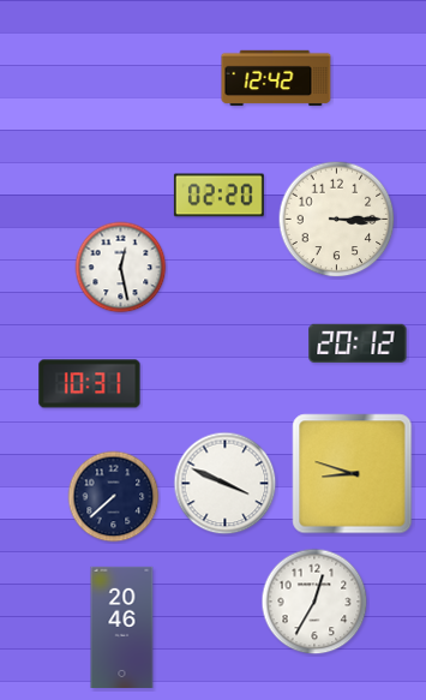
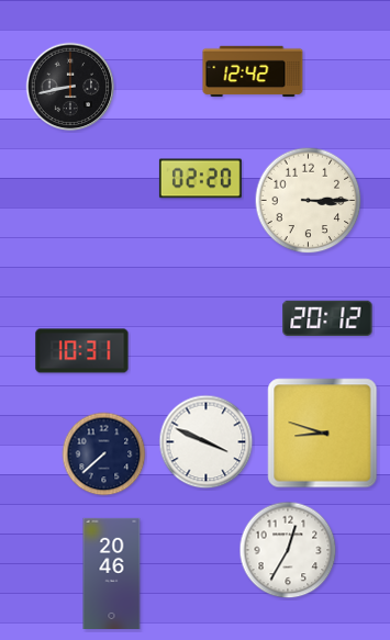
clock at (70, 87): none -> 8:43
clock at (121, 268): 12:28 -> none
clock at (358, 343) position: (358, 343) -> (327, 318)
